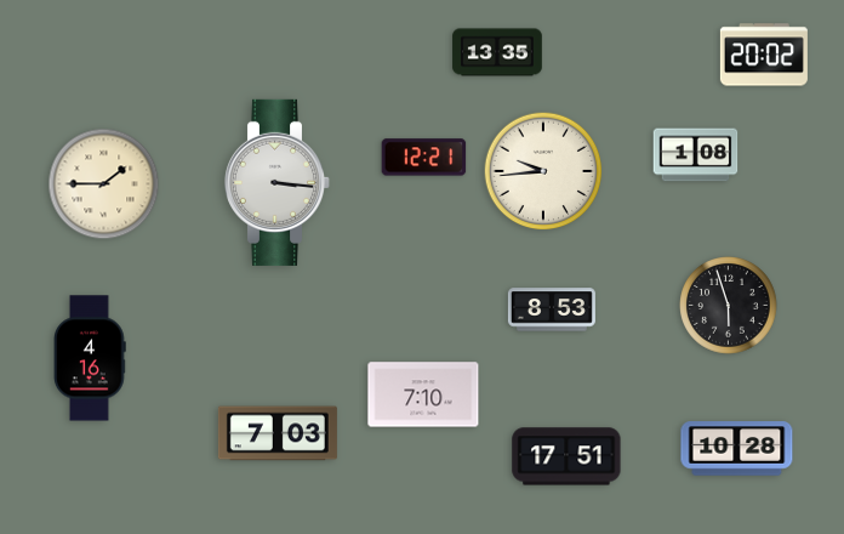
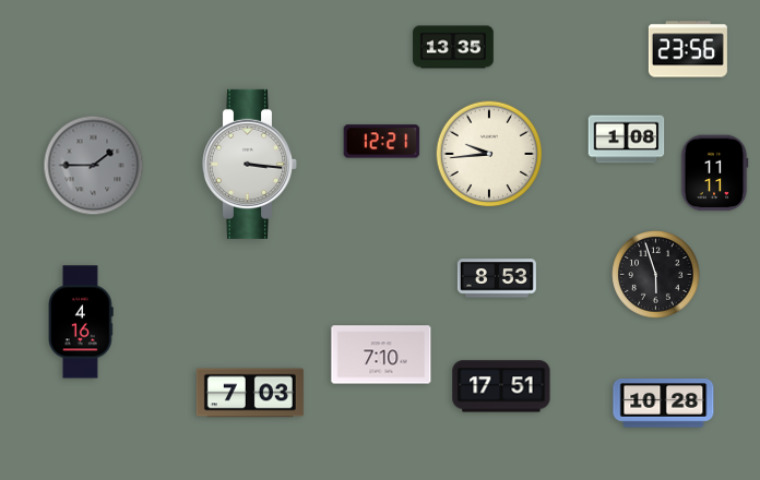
clock at (497, 52) position: (497, 52) -> (453, 47)
clock at (764, 55): 20:02 -> 23:56
clock at (104, 184) dial: cream -> grey
clock at (714, 173): none -> 11:11
clock at (278, 433) position: (278, 433) -> (250, 393)
clock at (566, 456) position: (566, 456) -> (501, 386)
